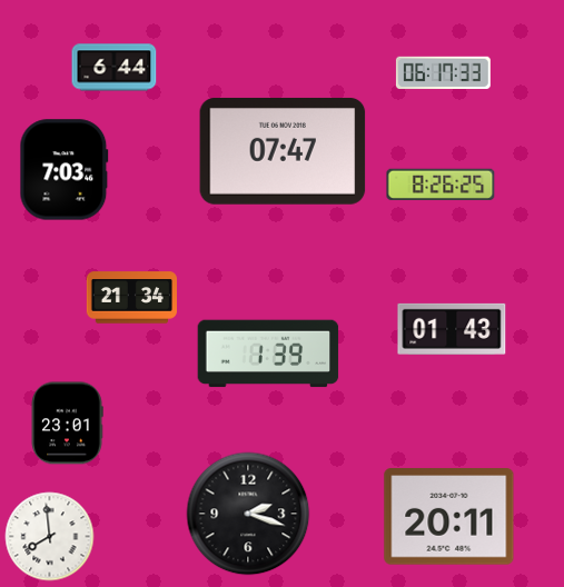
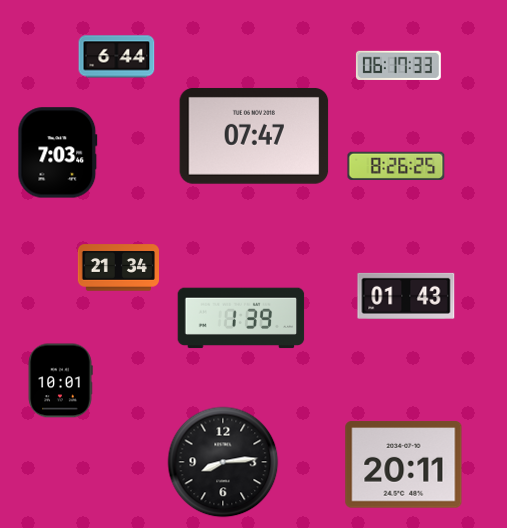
clock at (115, 68) position: (115, 68) -> (117, 57)
clock at (67, 424): 23:01 -> 10:01
clock at (248, 514): 2:18 -> 8:14
clock at (50, 537): 7:59 -> none
